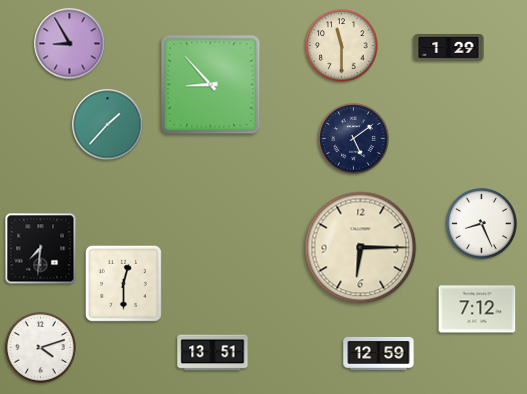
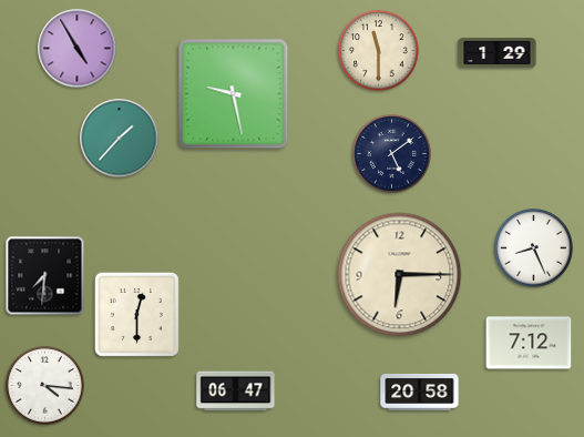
clock at (70, 44): 8:55 -> 4:55
clock at (211, 85): 8:53 -> 9:28
clock at (41, 348): 4:12 -> 4:16
clock at (213, 353): 13:51 -> 06:47
clock at (379, 353): 12:59 -> 20:58
